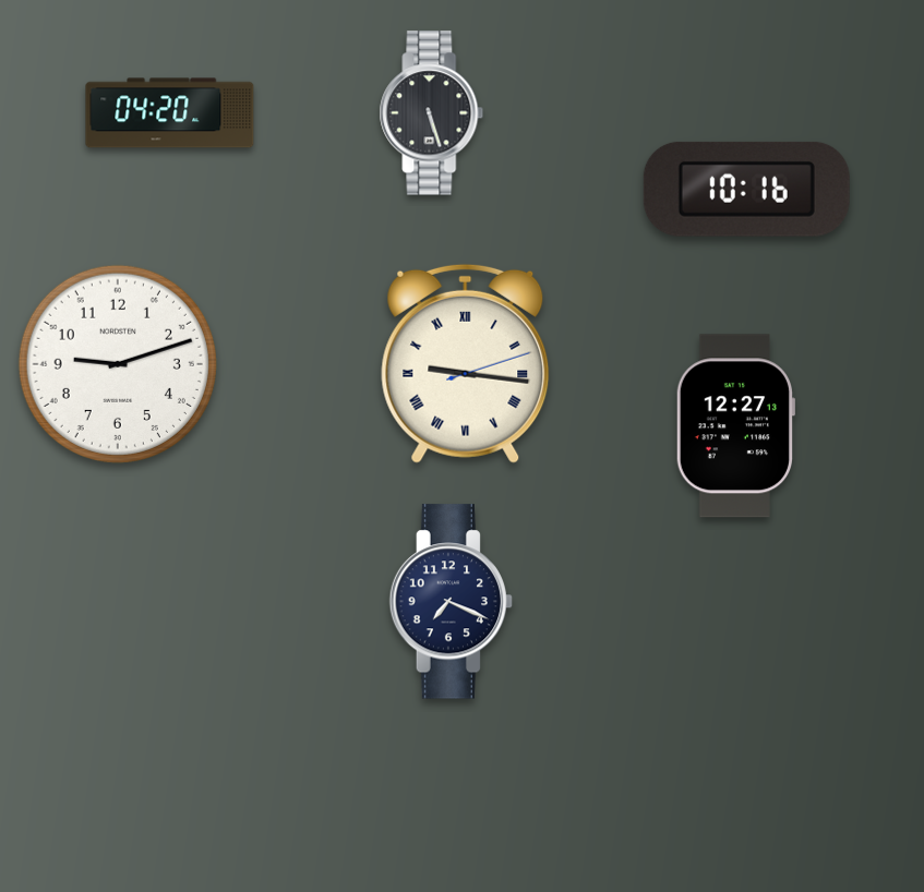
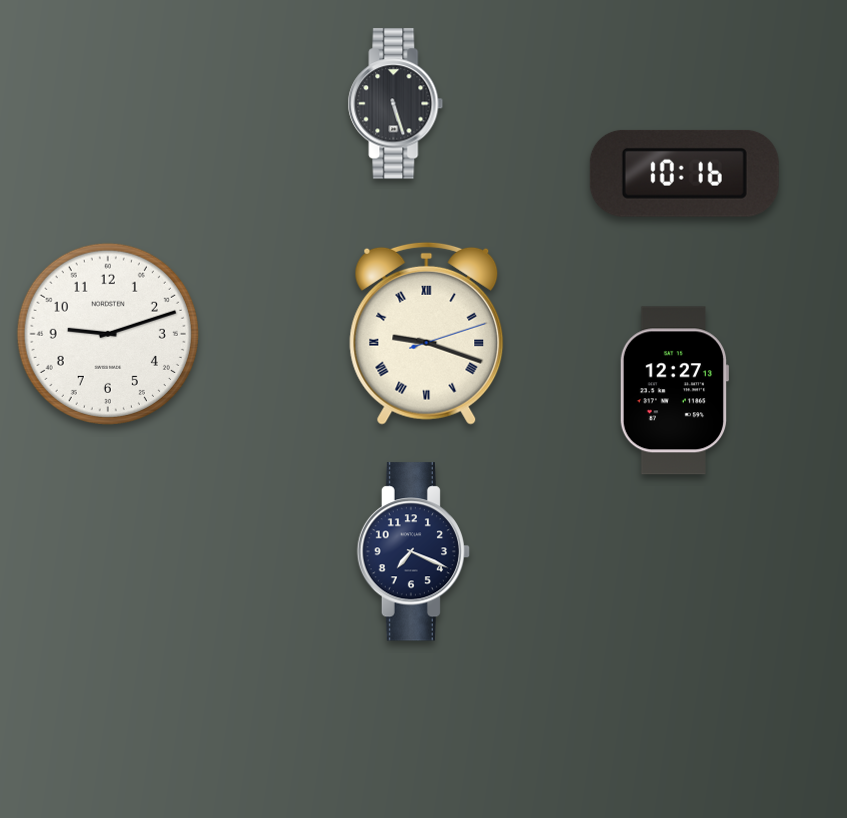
clock at (170, 113): 04:20 -> none
clock at (466, 363): 9:16 -> 9:18
